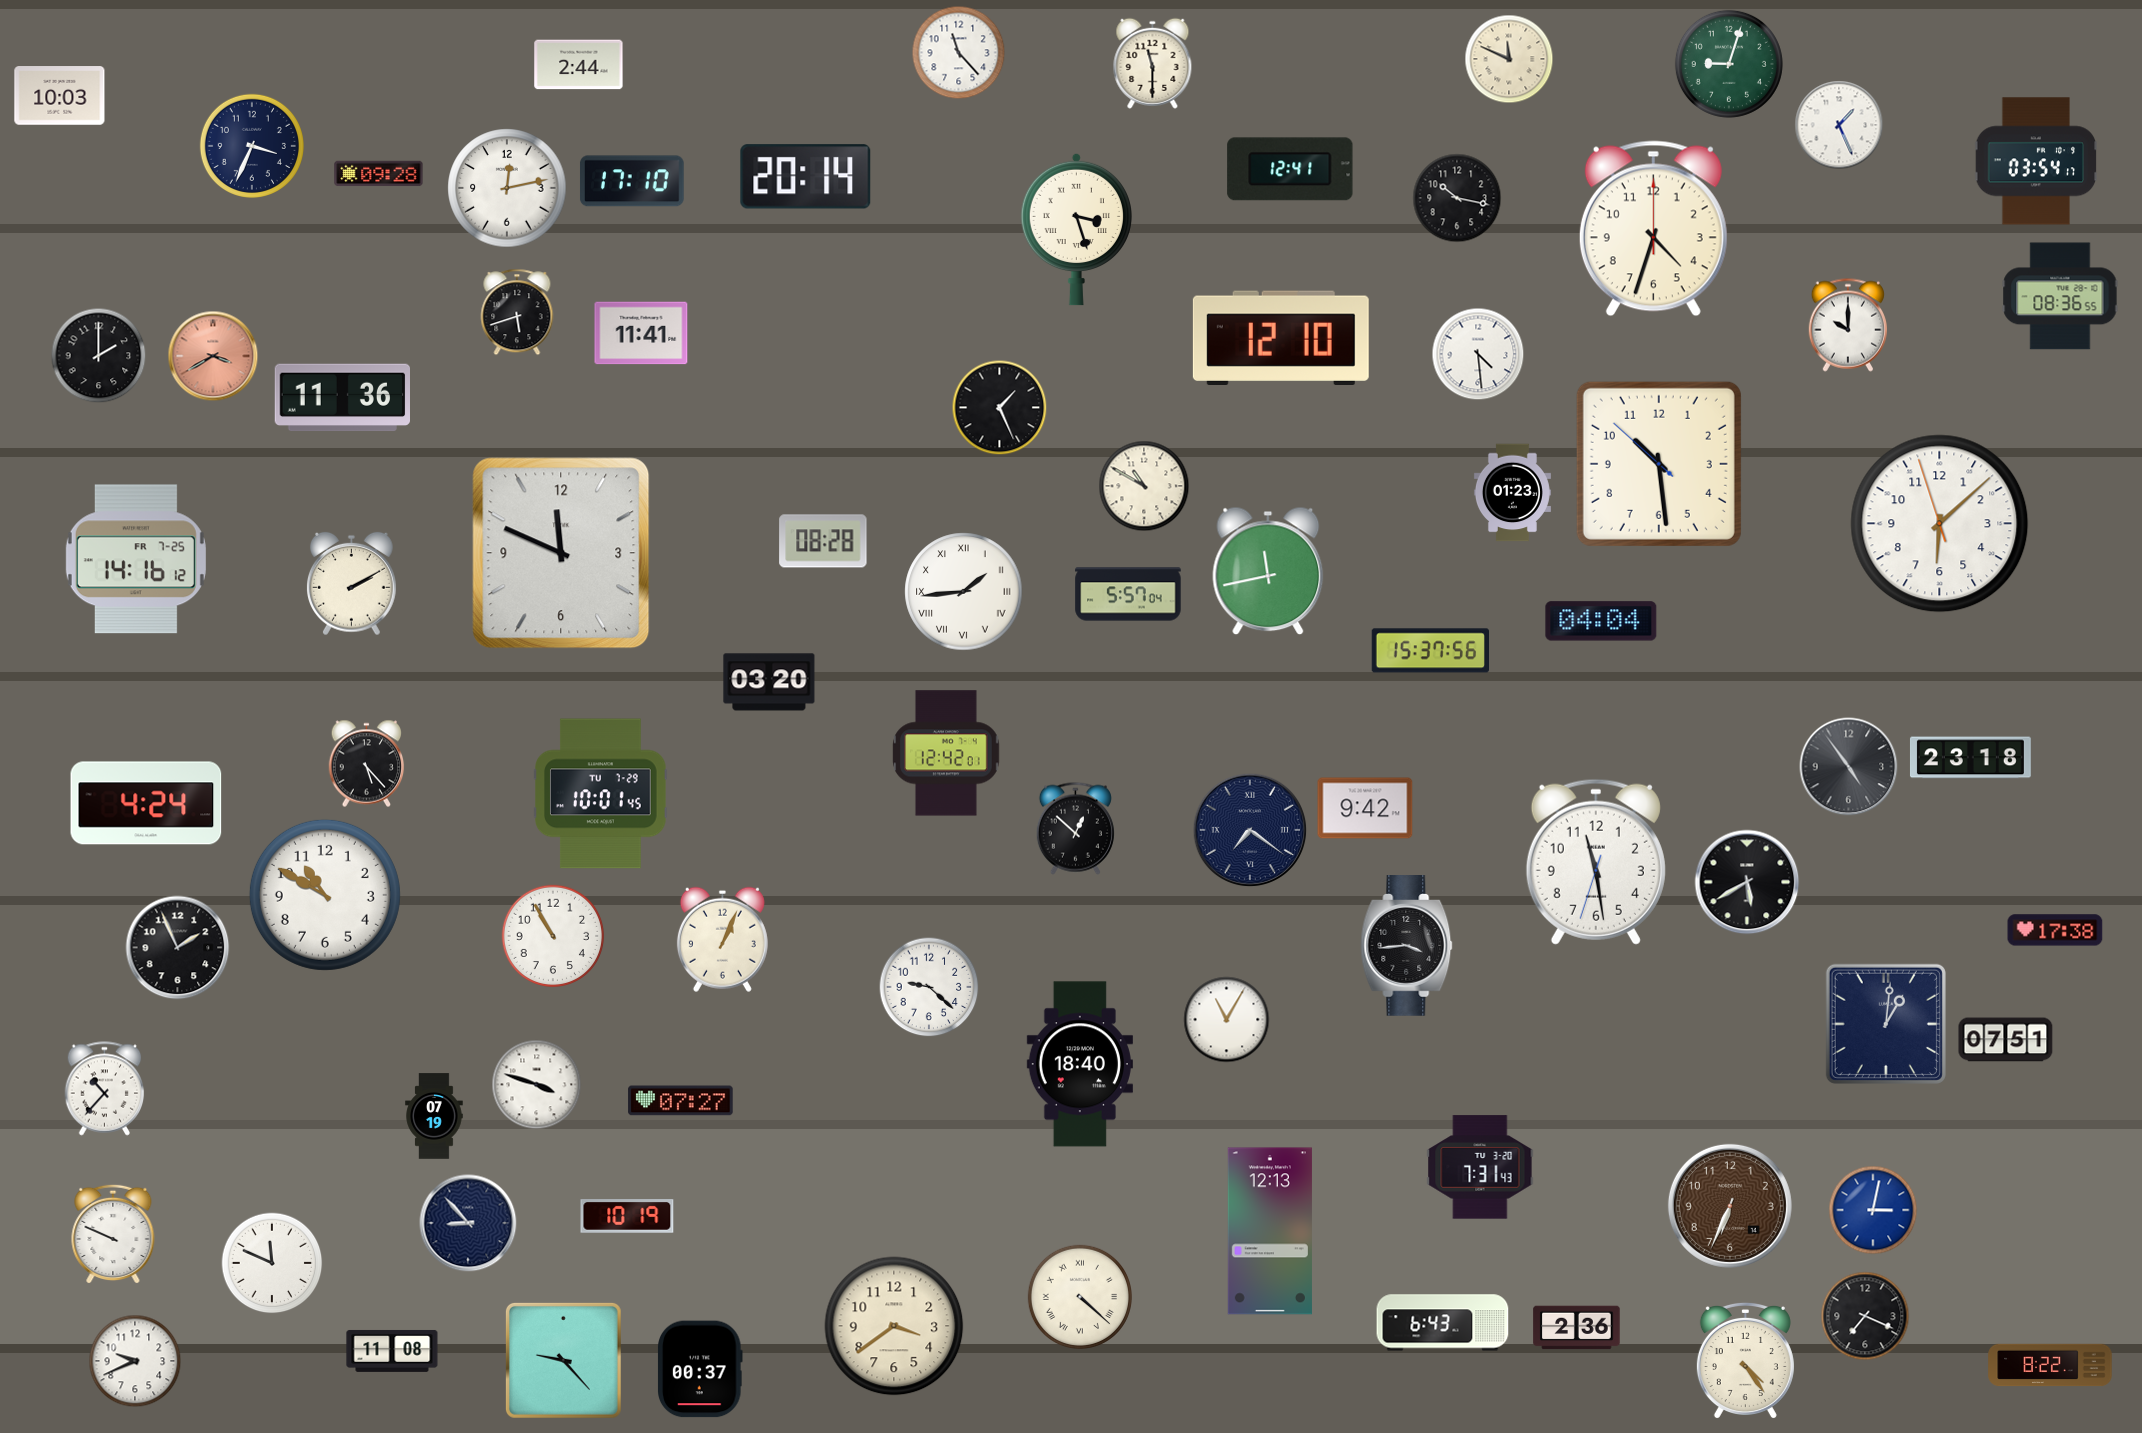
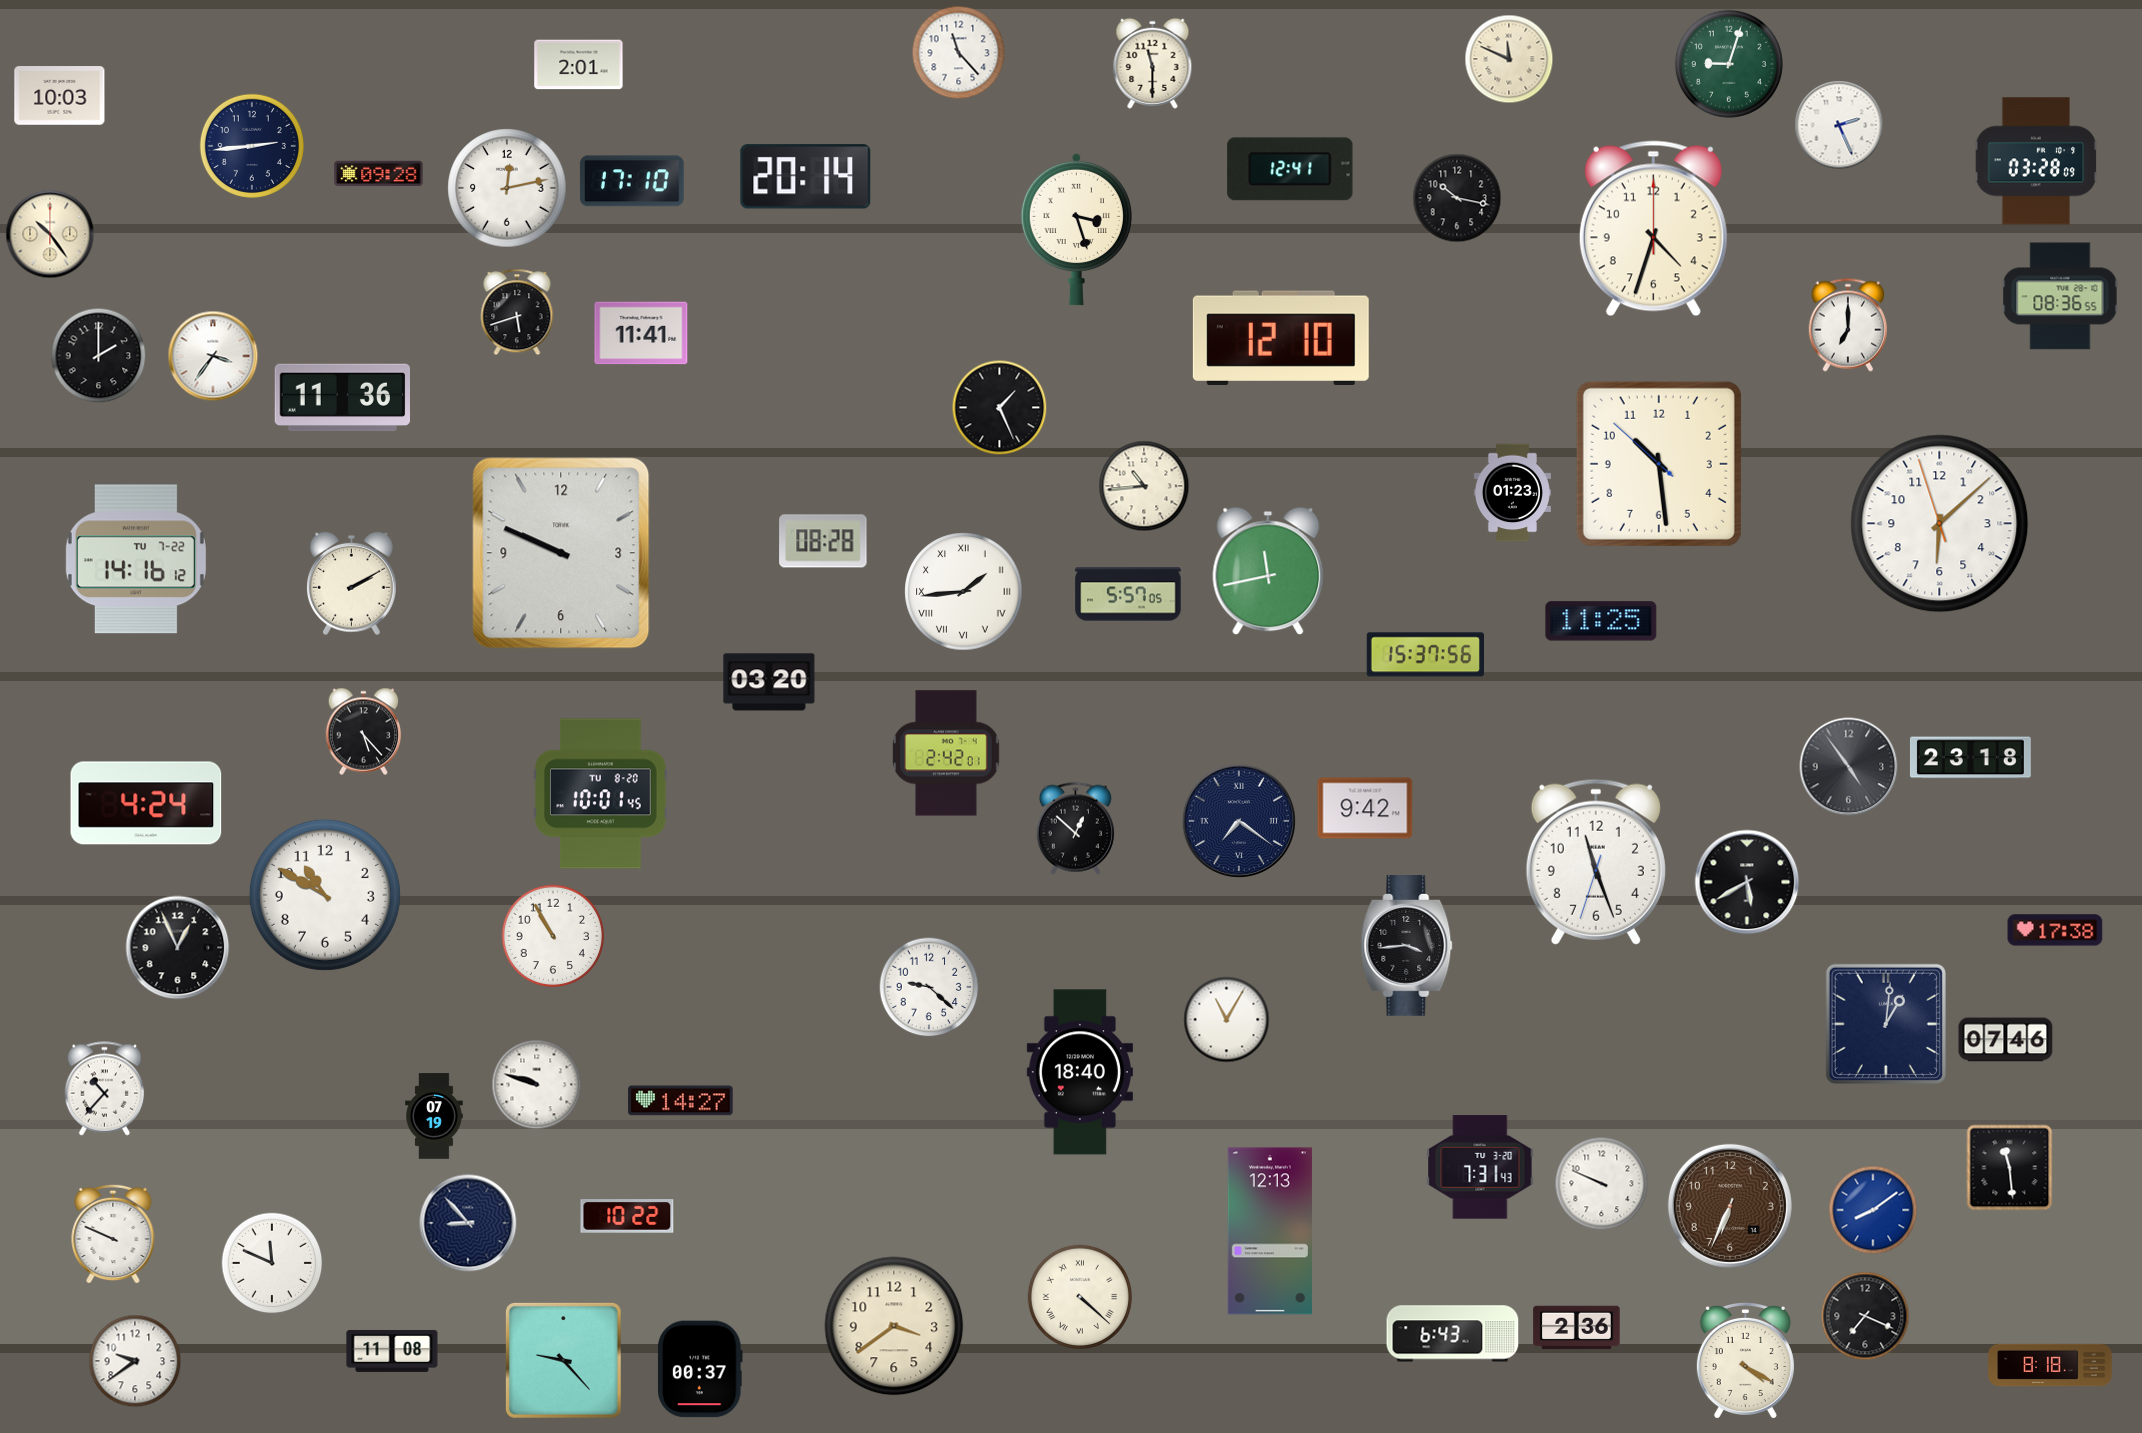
clock at (579, 65): 2:44 -> 2:01
clock at (1839, 125): 1:26 -> 2:26
clock at (252, 146): 3:34 -> 2:44
clock at (2036, 161): 03:54 -> 03:28
clock at (50, 234): none -> 10:24
clock at (1847, 325): 10:00 -> 7:00
clock at (1478, 354): 4:29 -> none
clock at (213, 356): 3:40 -> 3:36
clock at (213, 356) dial: salmon -> white
clock at (1144, 486): 10:50 -> 10:44
clock at (561, 553): 11:49 -> 9:49
clock at (136, 559) date: FR 7-25 -> TU 7-22
clock at (1128, 594): 5:57:04 -> 5:57:05
clock at (1601, 621): 04:04 -> 11:25
clock at (1430, 651) position: (1430, 651) -> (1425, 655)
clock at (946, 753): 12:42 -> 2:42
clock at (367, 764) position: (367, 764) -> (364, 732)
clock at (601, 794) date: TU 7-29 -> TU 8-20
clock at (1250, 830) position: (1250, 830) -> (1239, 821)
clock at (1596, 862): 11:28 -> 11:26
clock at (722, 939): 1:04 -> none
clock at (178, 948): 1:56 -> 12:56
clock at (2006, 1040): 07:51 -> 07:46
clock at (1080, 1064) position: (1080, 1064) -> (1080, 1072)
clock at (537, 1085): 3:48 -> 9:48
clock at (681, 1101): 07:27 -> 14:27
clock at (2010, 1168): none -> 11:29
clock at (1602, 1184): none -> 9:49
clock at (1873, 1210): 3:02 -> 8:09
clock at (627, 1216): 10:19 -> 10:22
clock at (1443, 1323) position: (1443, 1323) -> (1453, 1334)
clock at (1745, 1360): 4:24 -> 4:20
clock at (135, 1361): 9:41 -> 9:39
clock at (2050, 1365): 8:22 -> 8:18
